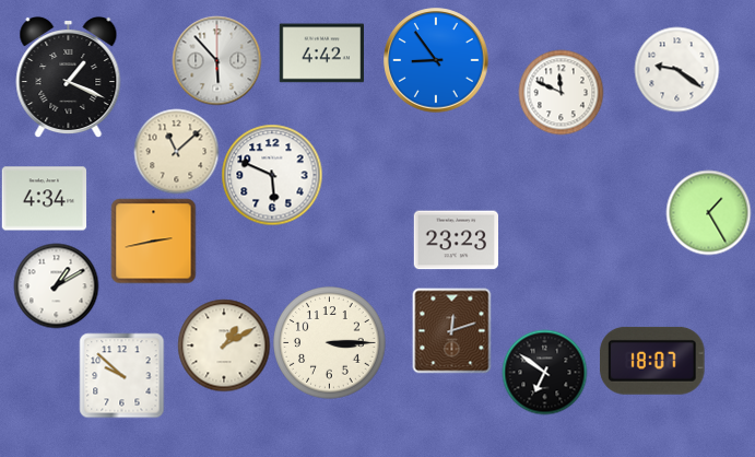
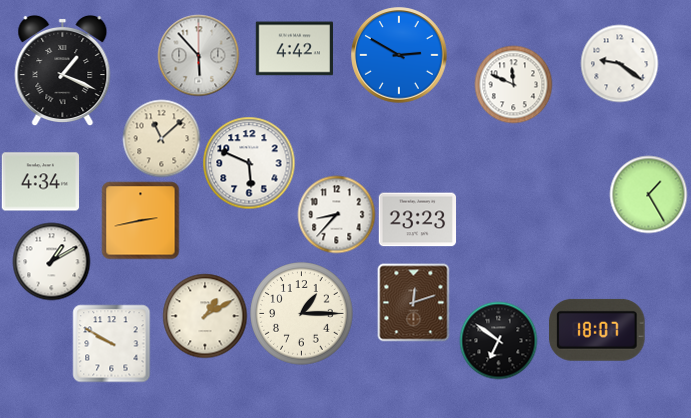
clock at (436, 60): 8:54 -> 2:50
clock at (272, 175) position: (272, 175) -> (249, 163)
clock at (336, 214): none -> 8:37
clock at (330, 343): 3:15 -> 1:15
clock at (121, 375): 9:52 -> 9:50
